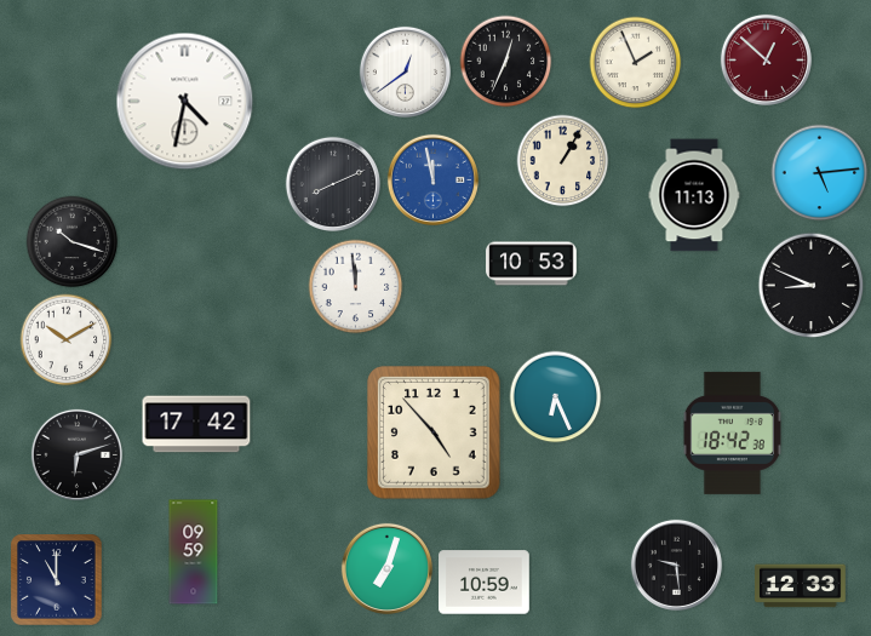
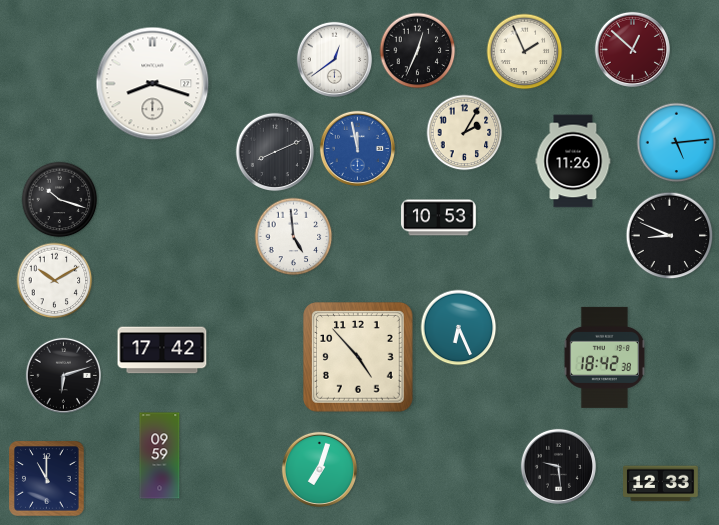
clock at (185, 102): 4:32 -> 8:18
clock at (563, 161): 1:05 -> 2:05
clock at (694, 195): 11:13 -> 11:26
clock at (356, 287): 11:59 -> 4:59
clock at (485, 583): 10:59 -> none
